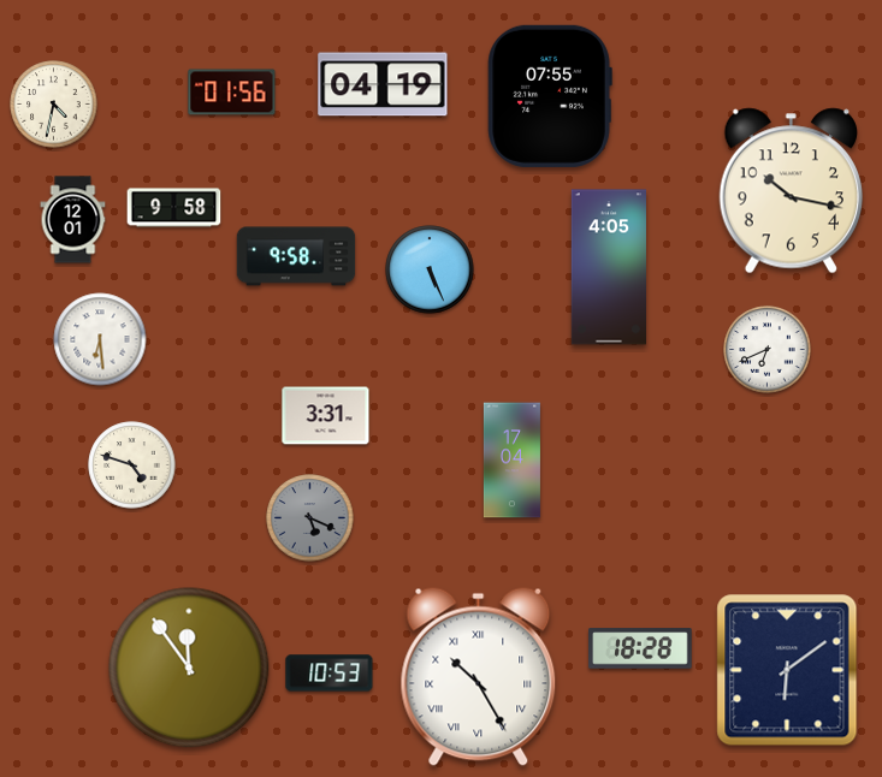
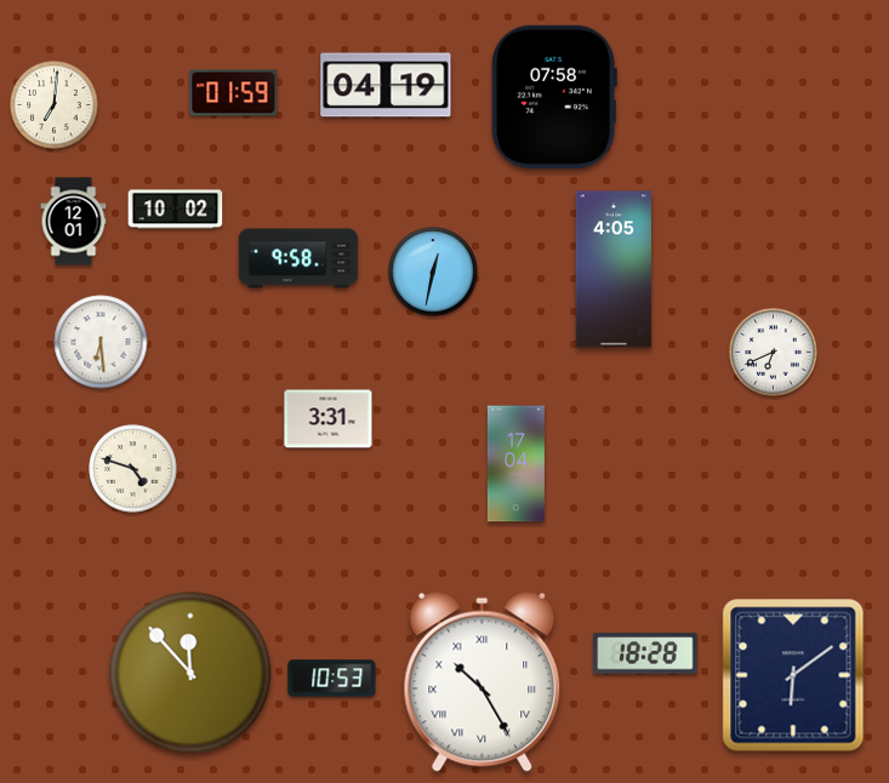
clock at (232, 93): 01:56 -> 01:59
clock at (550, 96): 07:55 -> 07:58
clock at (54, 105): 4:32 -> 7:01
clock at (791, 191): 10:17 -> none
clock at (174, 208): 9:58 -> 10:02
clock at (430, 269): 5:26 -> 12:32
clock at (310, 518): 5:19 -> none
clock at (189, 668): 11:54 -> 11:53
